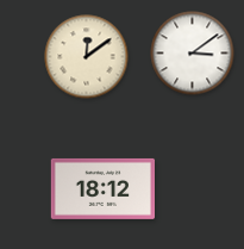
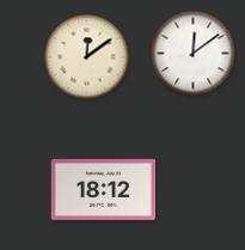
clock at (193, 54): 3:09 -> 12:09
